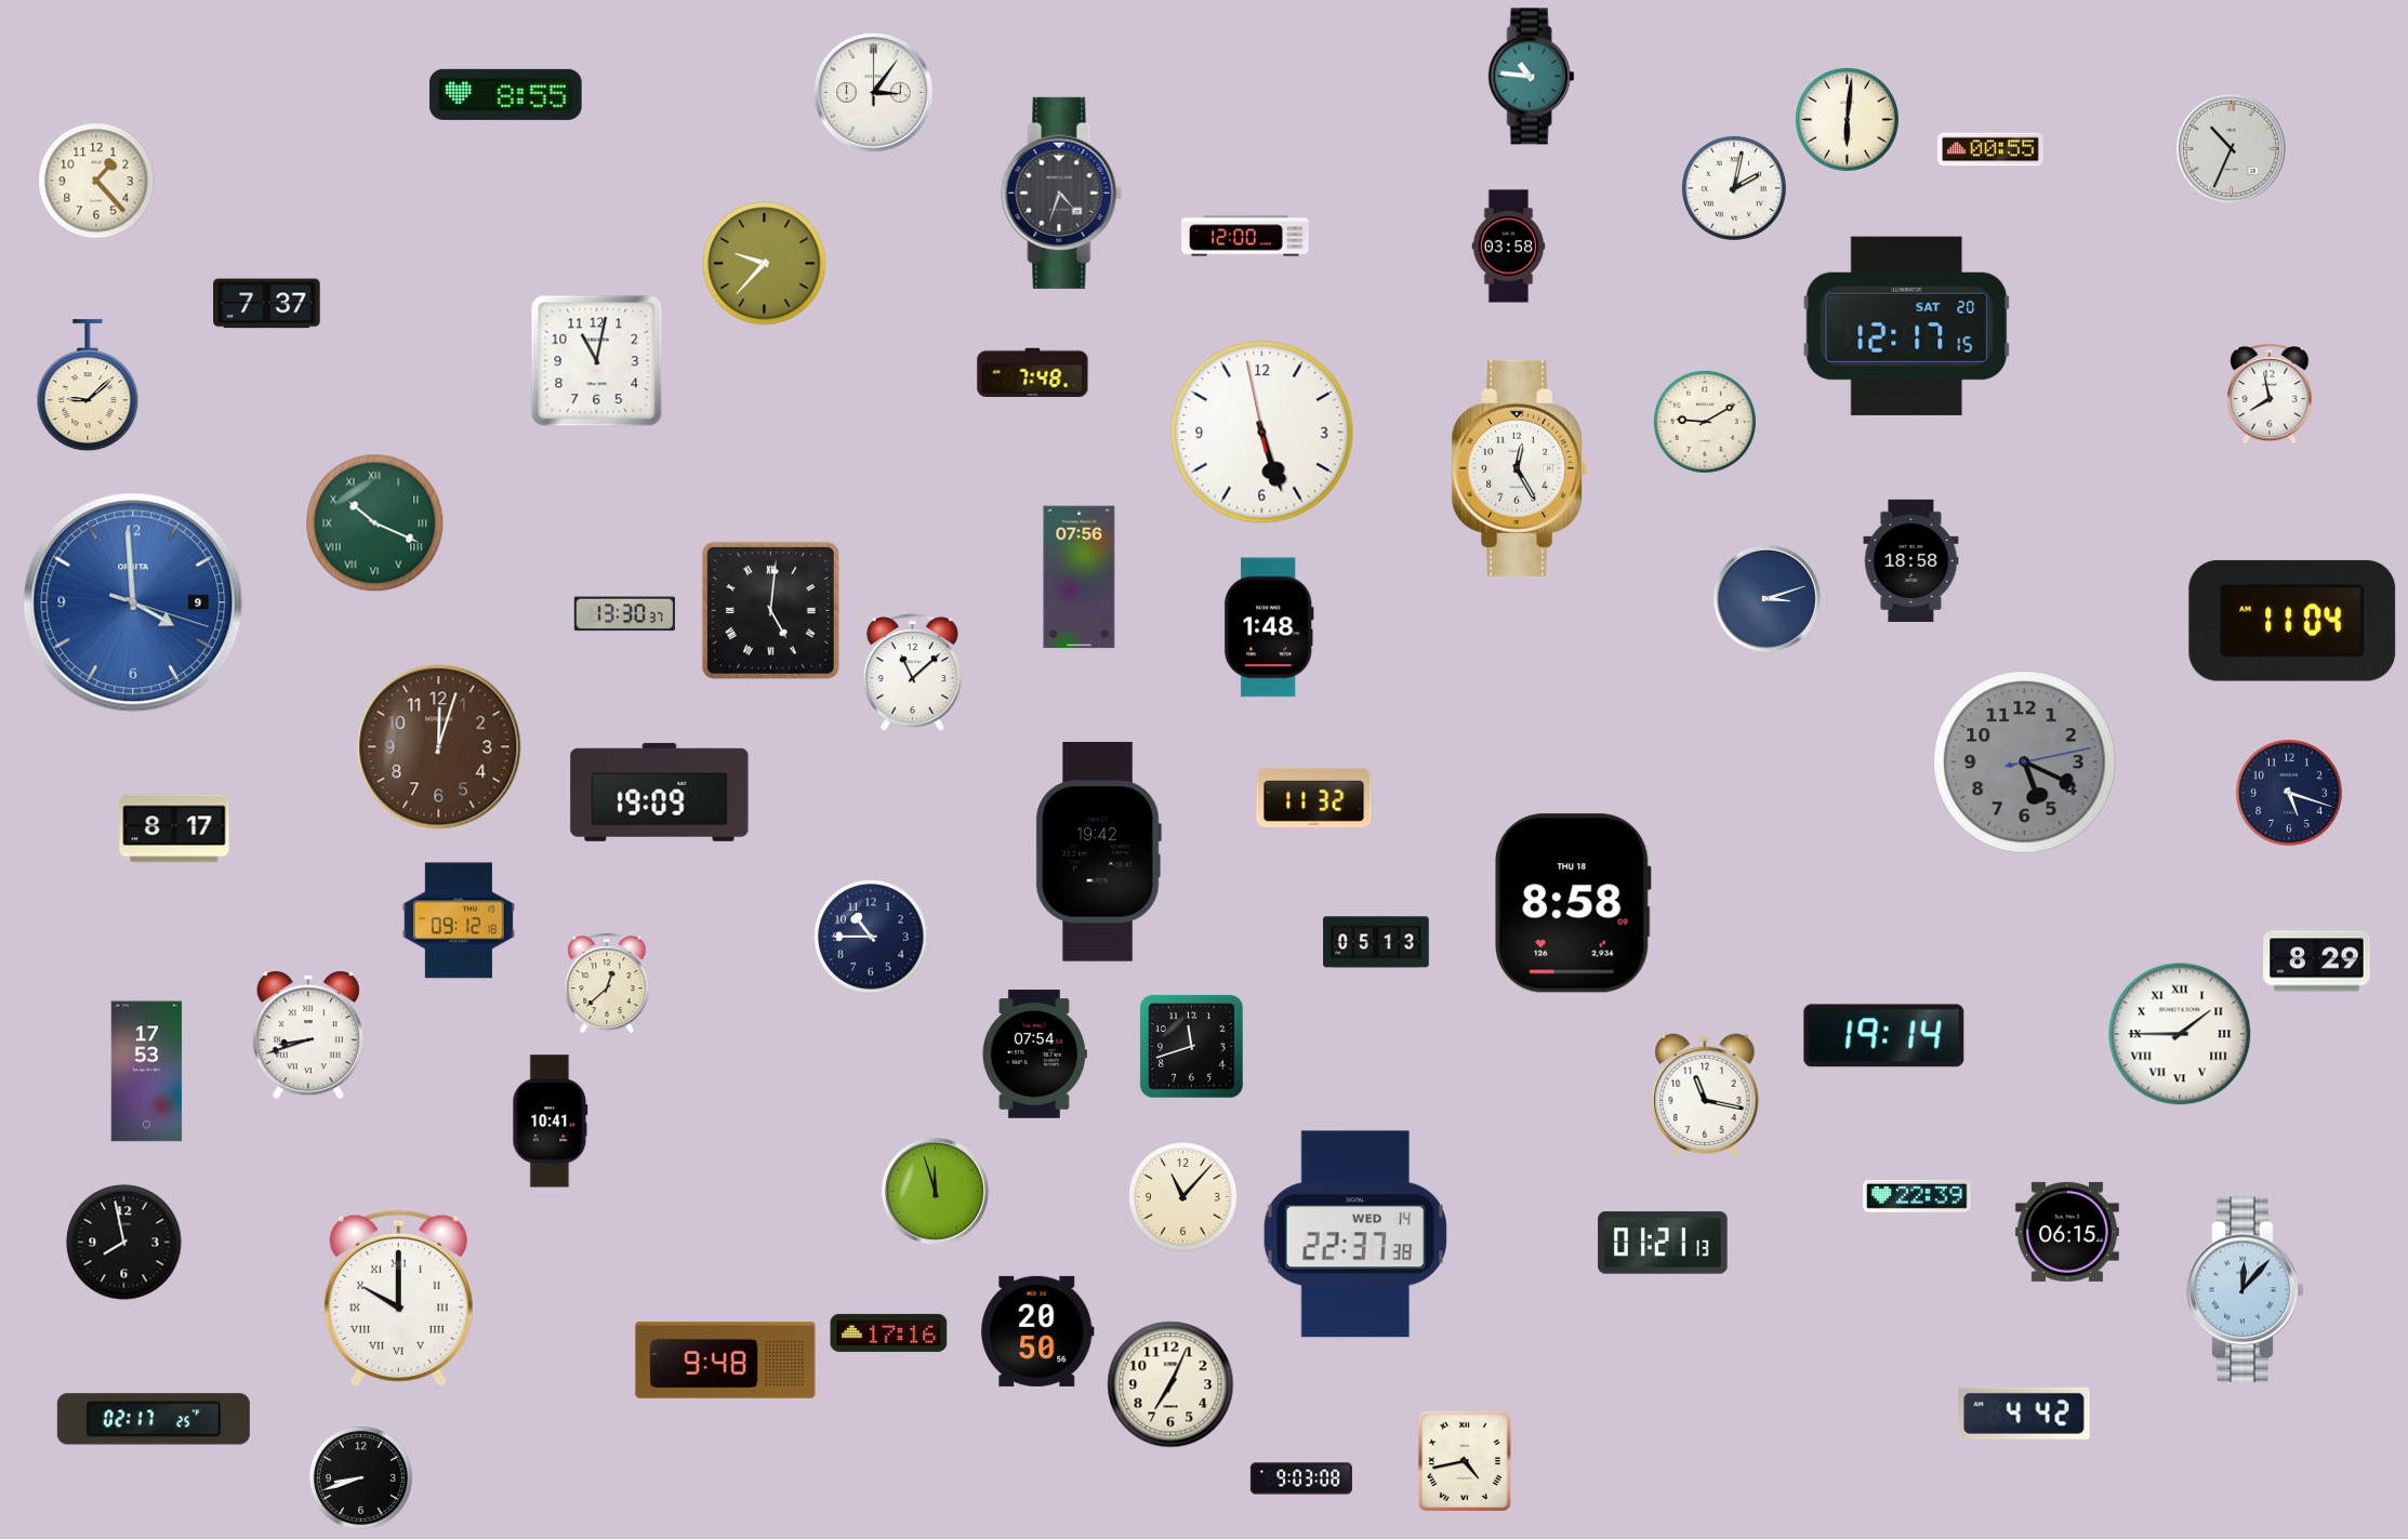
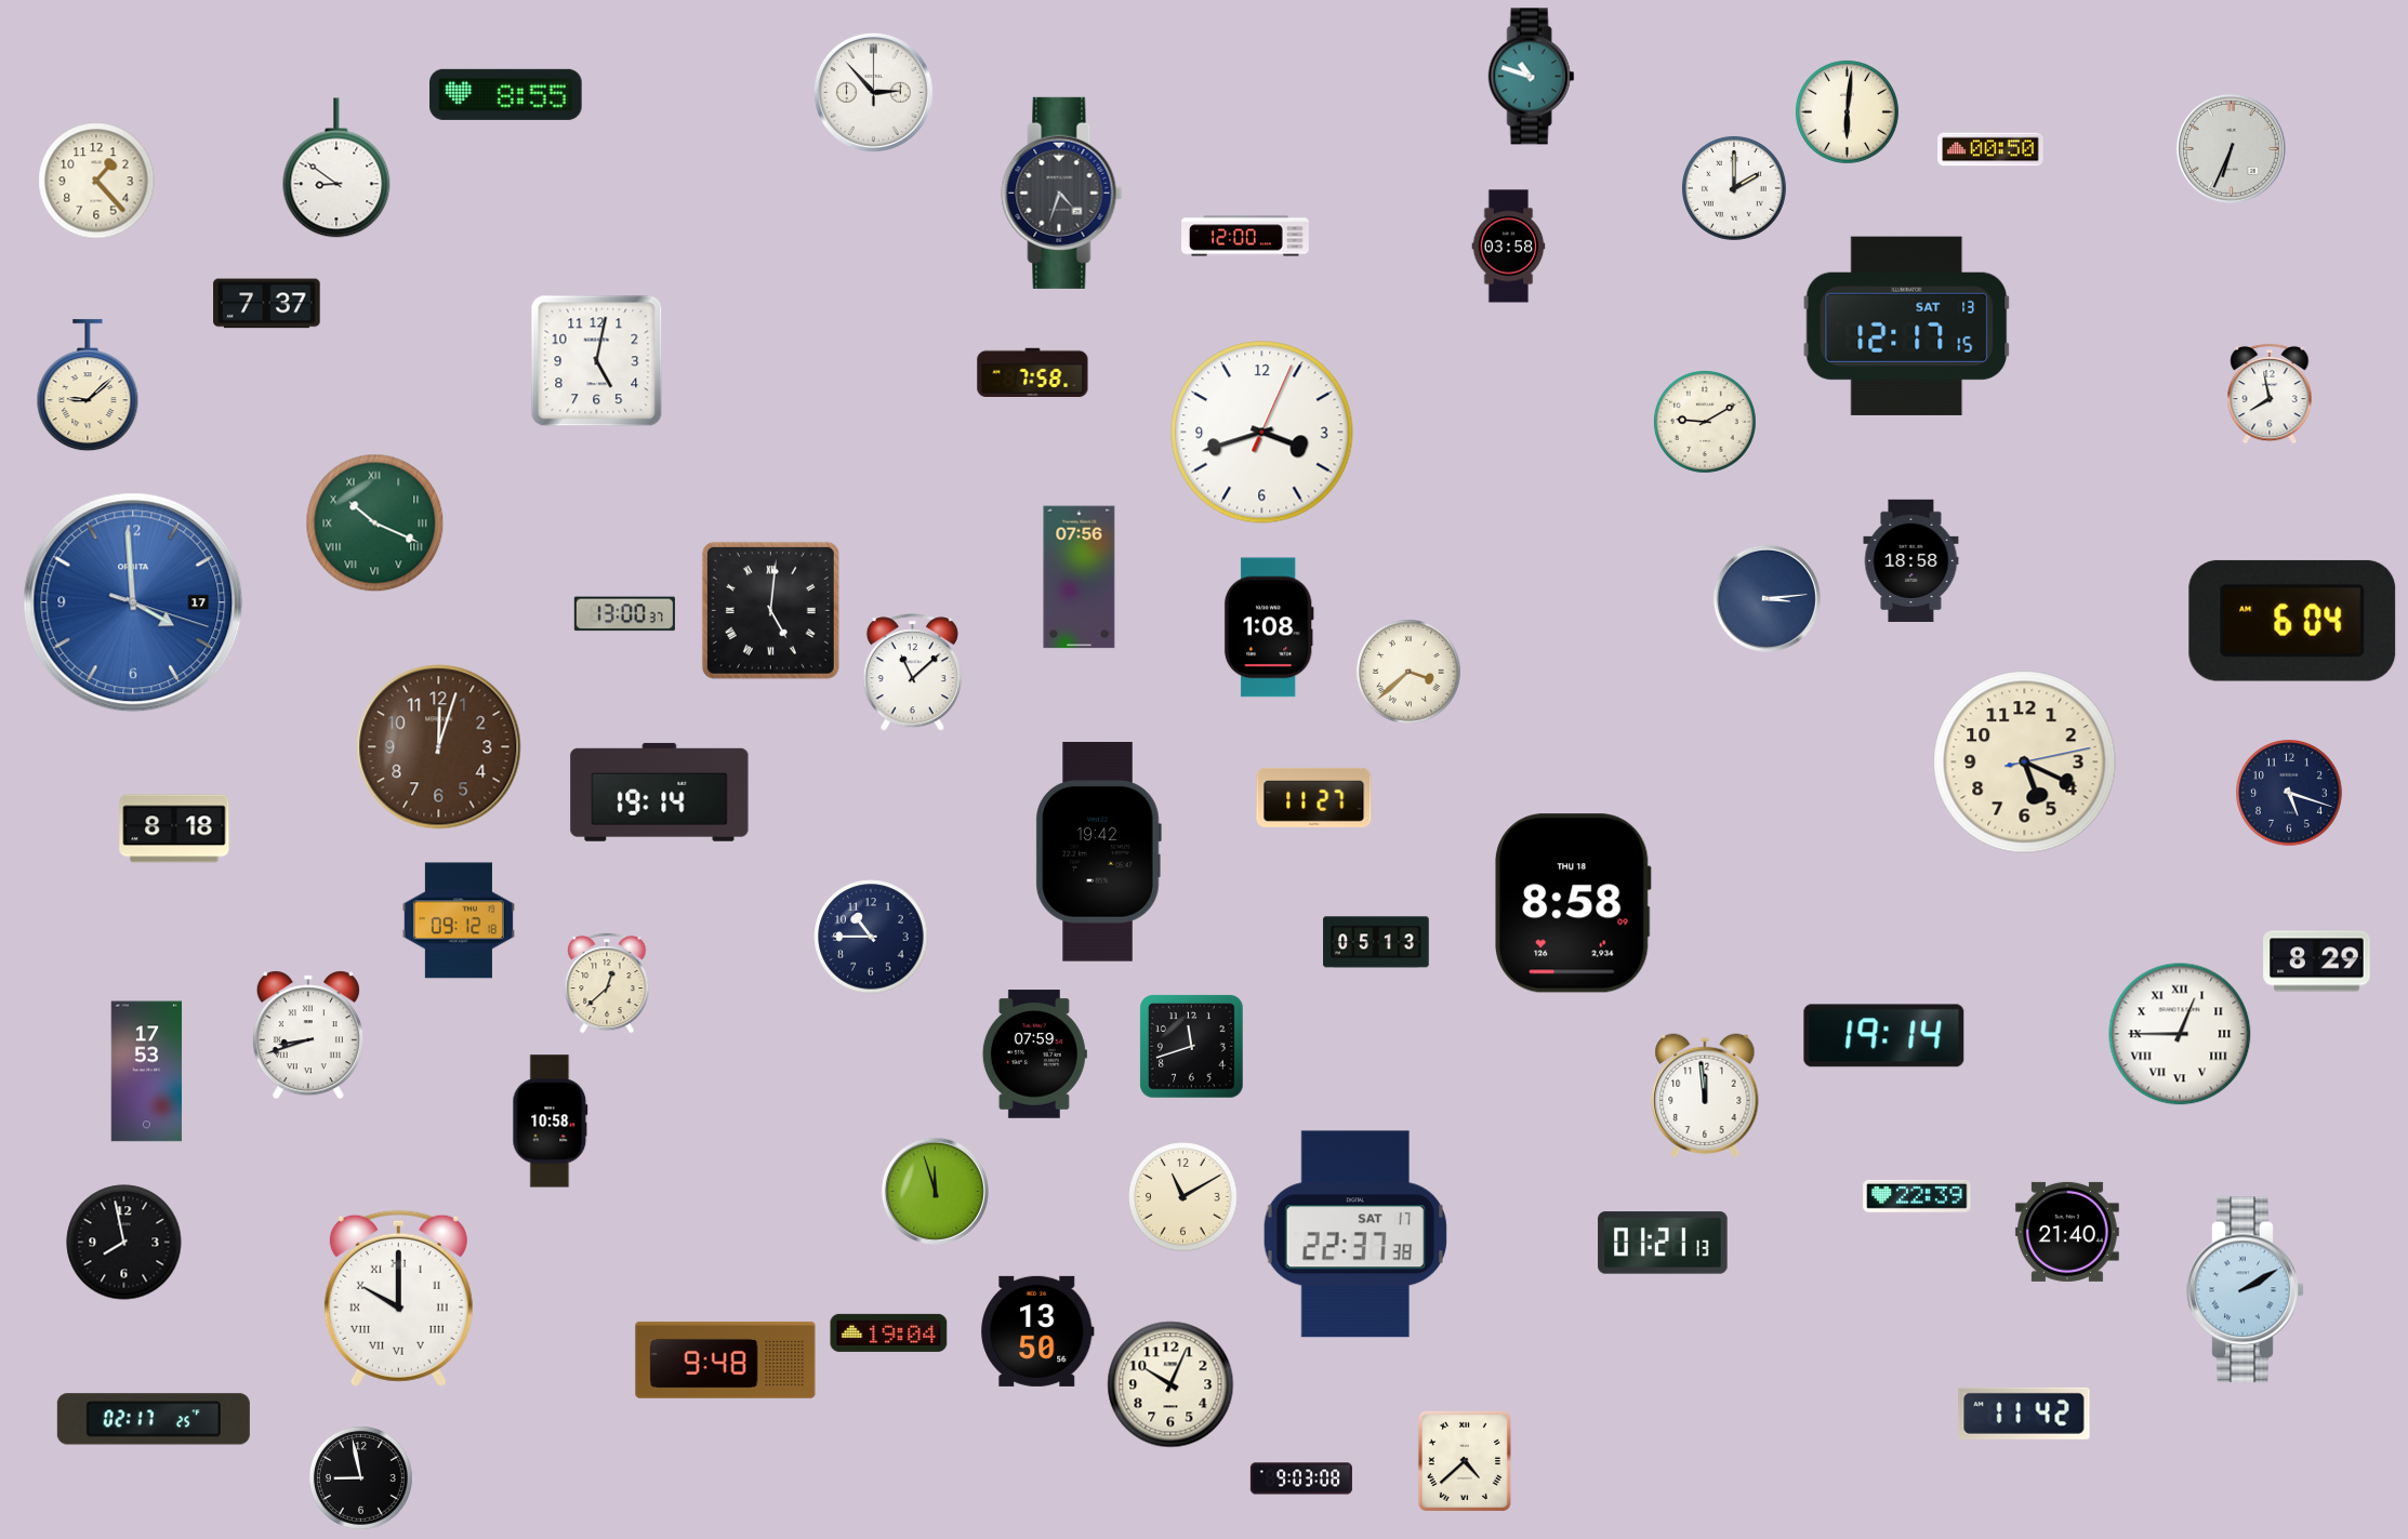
clock at (1532, 77): 10:46 -> 10:48
clock at (873, 92): 3:06 -> 2:53
clock at (1847, 119) position: (1847, 119) -> (1847, 111)
clock at (2231, 148): 10:34 -> 6:34
clock at (1990, 149): 00:55 -> 00:50
clock at (336, 168): none -> 8:51
clock at (1734, 188): 2:02 -> 2:00
clock at (765, 264): 9:37 -> none
clock at (1907, 326) date: SAT 20 -> SAT 13
clock at (597, 361): 11:02 -> 5:02
clock at (1033, 372): 7:48 -> 7:58
clock at (1262, 433): 5:26 -> 3:42
clock at (1520, 468): 12:25 -> none
clock at (1767, 598): 3:12 -> 3:14
clock at (133, 602) date: 9 -> 17
clock at (624, 614): 13:30 -> 13:00
clock at (2292, 621): 11:04 -> 6:04
clock at (1269, 627): 1:48 -> 1:08
clock at (1408, 672): none -> 3:38
clock at (2025, 762) dial: grey -> cream
clock at (660, 792): 19:09 -> 19:14
clock at (1314, 797): 11:32 -> 11:27
clock at (174, 828): 8:17 -> 8:18
clock at (2180, 1034): 1:45 -> 12:45
clock at (1034, 1054): 07:54 -> 07:59
clock at (1705, 1094): 11:17 -> 11:59
clock at (551, 1122): 10:41 -> 10:58
clock at (1183, 1197): 11:07 -> 11:10
clock at (2067, 1232): 06:15 -> 21:40
clock at (1354, 1234) date: WED 14 -> SAT 17
clock at (2246, 1290): 12:07 -> 2:10
clock at (1037, 1331): 20:50 -> 13:50
clock at (889, 1332): 17:16 -> 19:04
clock at (1170, 1384): 7:04 -> 10:04
clock at (2024, 1414): 4:42 -> 11:42
clock at (1465, 1461): 4:43 -> 4:38
clock at (360, 1477): 8:42 -> 8:58
